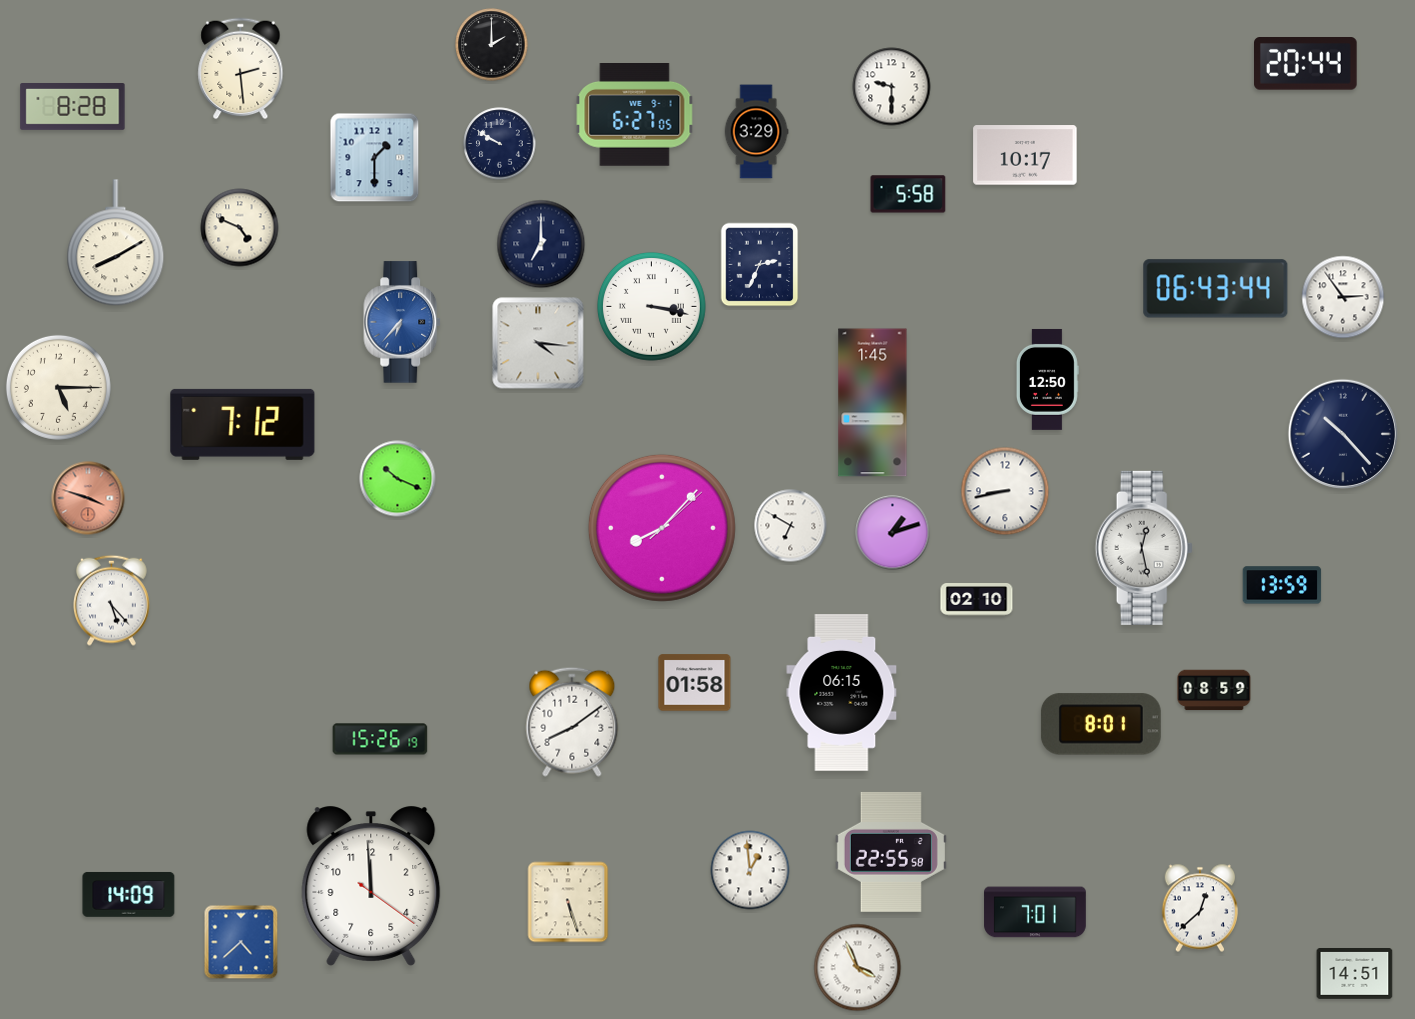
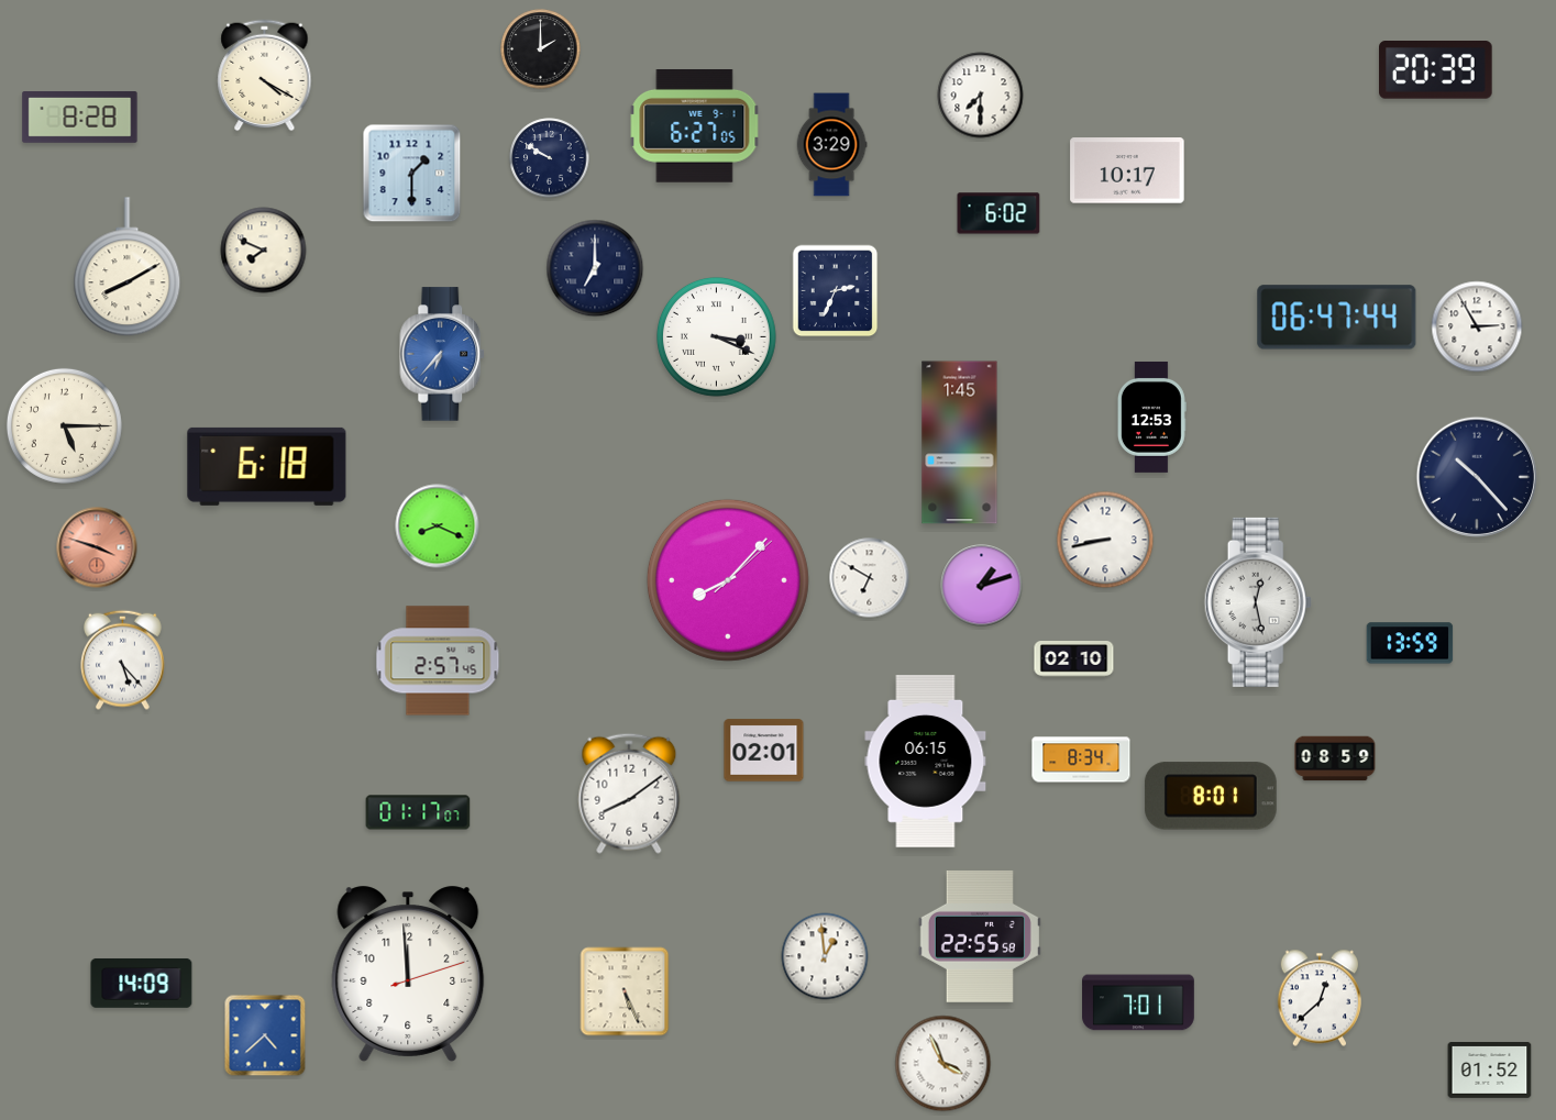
clock at (1306, 64): 20:44 -> 20:39
clock at (241, 69): 2:29 -> 4:20
clock at (892, 87): 9:30 -> 7:30
clock at (635, 115) position: (635, 115) -> (695, 126)
clock at (908, 194): 5:58 -> 6:02
clock at (240, 228): 4:49 -> 7:49
clock at (1216, 289): 06:43 -> 06:47
clock at (1343, 297): 2:54 -> 2:55
clock at (651, 306): 3:17 -> 3:19
clock at (538, 343): 4:16 -> none
clock at (1047, 379): 12:50 -> 12:53
clock at (243, 424): 7:12 -> 6:18
clock at (398, 479): 10:19 -> 8:19
clock at (438, 661): none -> 2:57
clock at (695, 683): 01:58 -> 02:01
clock at (1081, 759): none -> 8:34
clock at (380, 739): 15:26 -> 01:17
clock at (371, 886): 11:59:21 -> 11:59:12
clock at (568, 902): 5:27 -> 5:26
clock at (1355, 974): 14:51 -> 01:52
